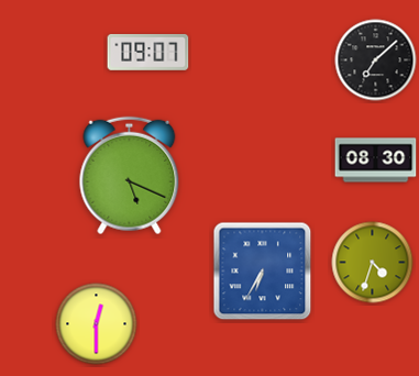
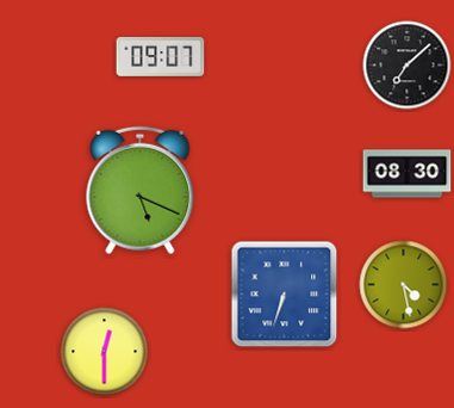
clock at (373, 263): 4:33 -> 4:28
clock at (263, 272): 6:35 -> 6:33
